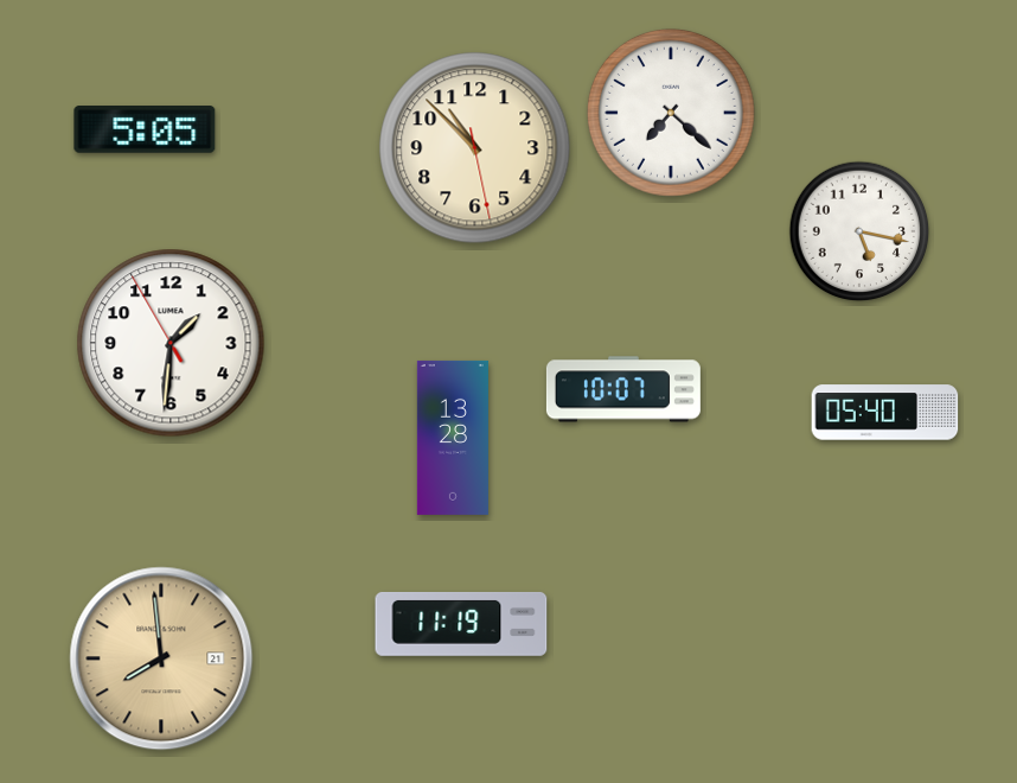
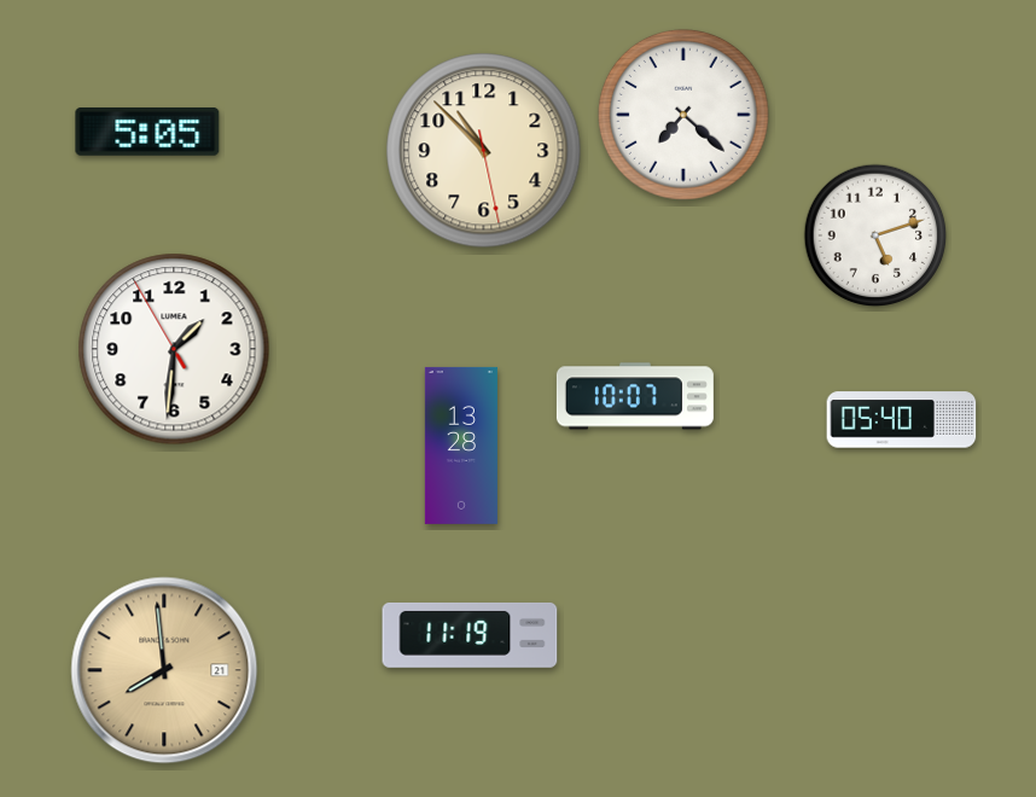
clock at (859, 231): 5:17 -> 5:12
